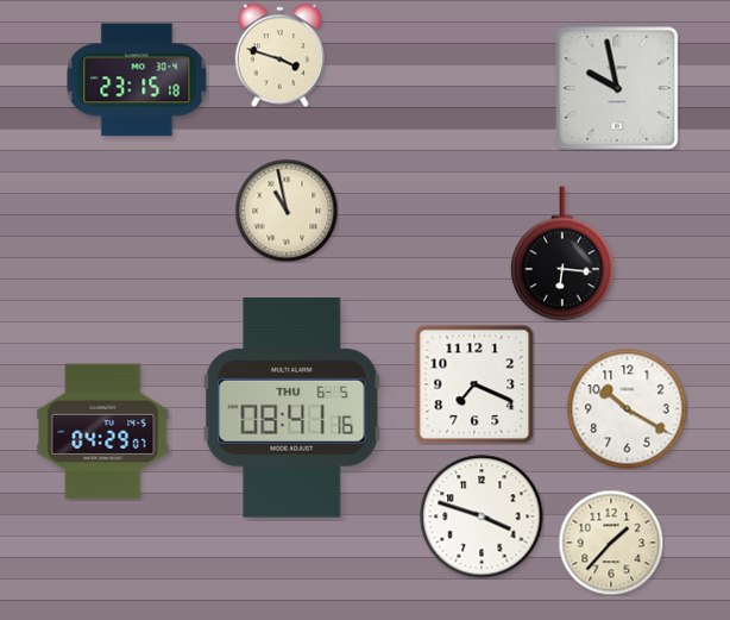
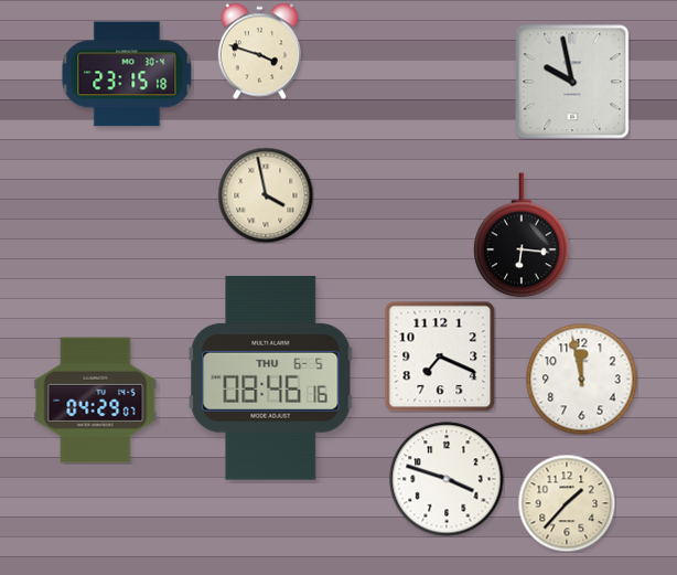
clock at (287, 211): 10:58 -> 3:58
clock at (292, 408): 08:41 -> 08:46
clock at (628, 409): 10:20 -> 11:58
